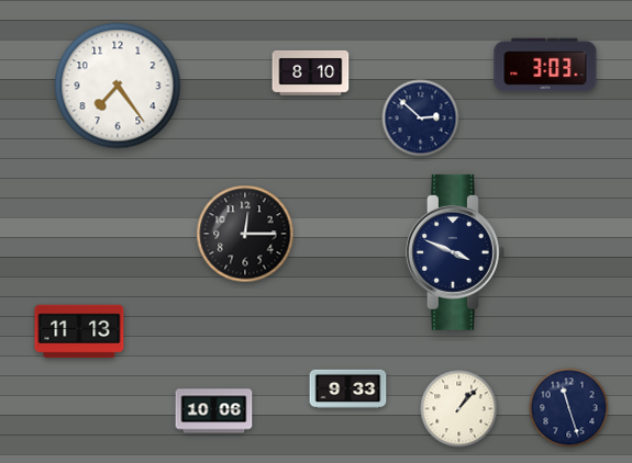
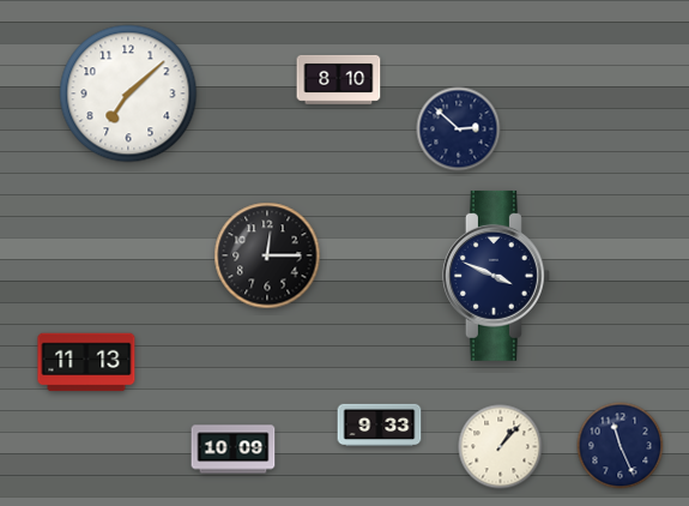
clock at (545, 65): 3:03 -> none
clock at (118, 86): 7:24 -> 7:08
clock at (569, 408): 11:27 -> 11:26
clock at (214, 411): 10:06 -> 10:09
